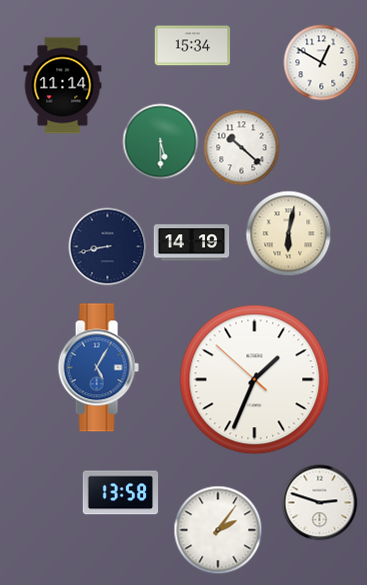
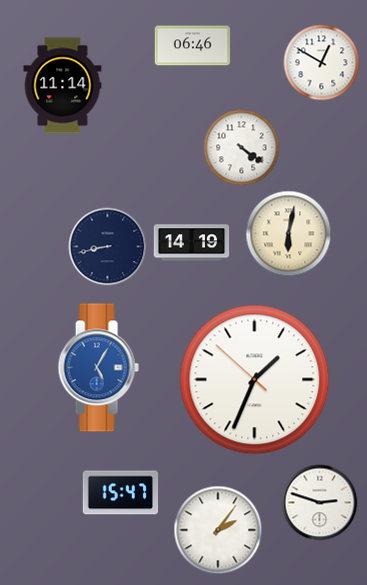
clock at (193, 46): 15:34 -> 06:46
clock at (161, 142): 5:30 -> none
clock at (242, 148): 10:22 -> 4:21
clock at (121, 493): 13:58 -> 15:47
